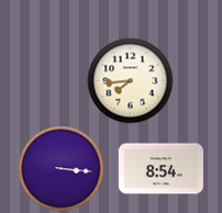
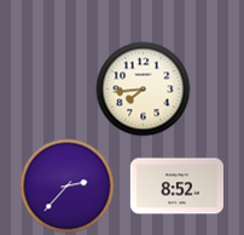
clock at (60, 168): 3:16 -> 2:37
clock at (160, 169): 8:54 -> 8:52
